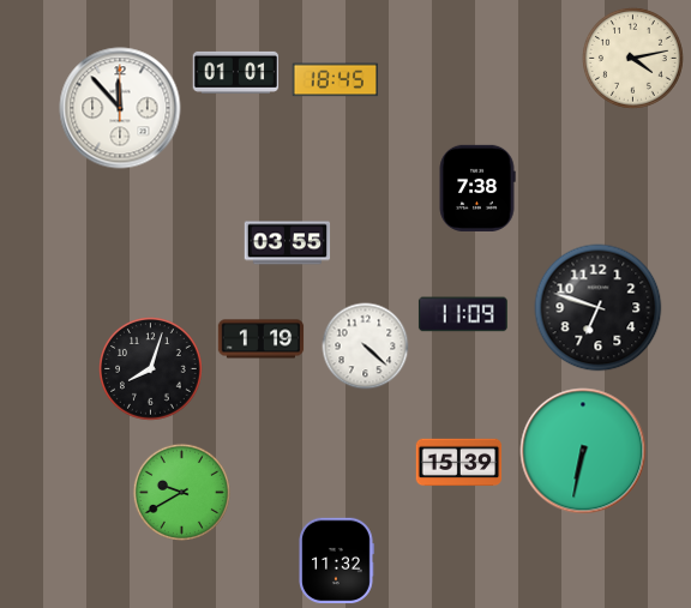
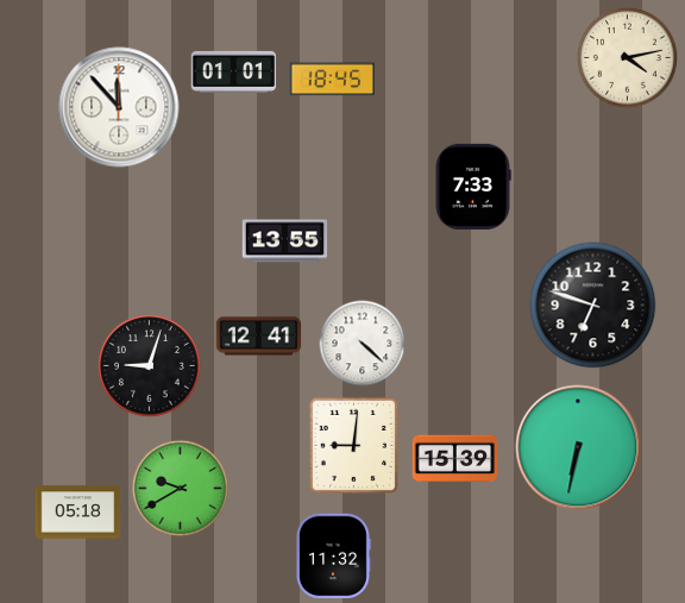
clock at (477, 188): 7:38 -> 7:33
clock at (288, 243): 03:55 -> 13:55
clock at (463, 314): 11:09 -> none
clock at (262, 339): 1:19 -> 12:41
clock at (151, 369): 8:03 -> 9:03
clock at (353, 445): none -> 9:01
clock at (78, 513): none -> 05:18
